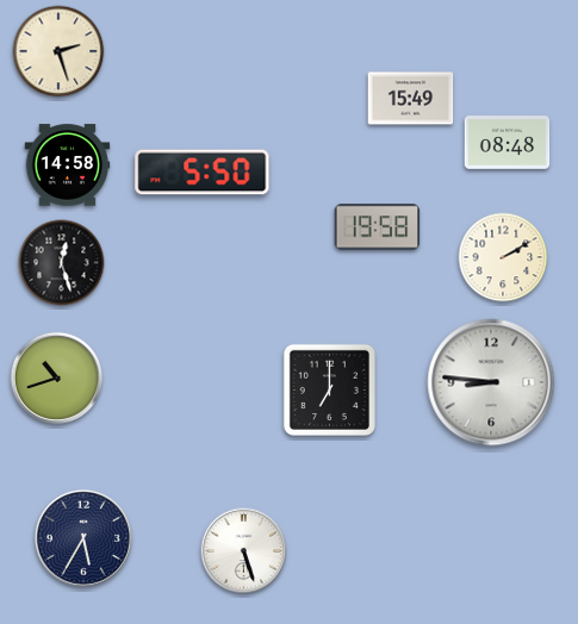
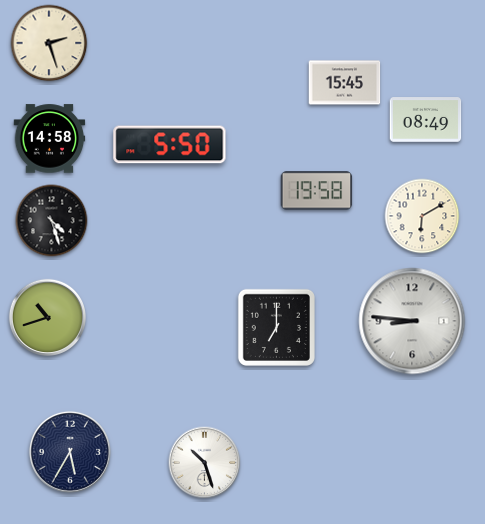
clock at (411, 99): 15:49 -> 15:45
clock at (508, 143): 08:48 -> 08:49
clock at (68, 166) position: (68, 166) -> (50, 139)
clock at (503, 257): 2:10 -> 6:10
clock at (62, 263): 12:27 -> 4:27
clock at (244, 551): 5:27 -> 10:27
